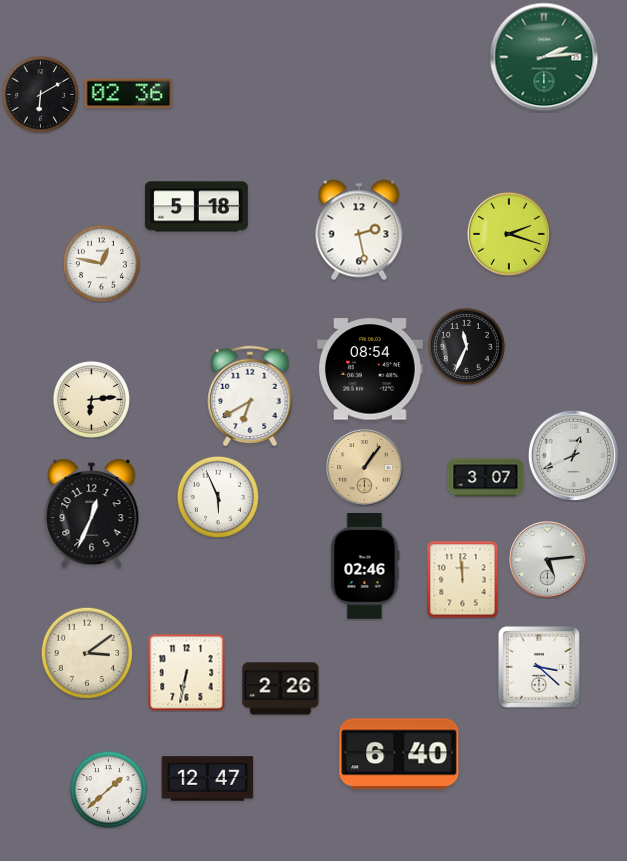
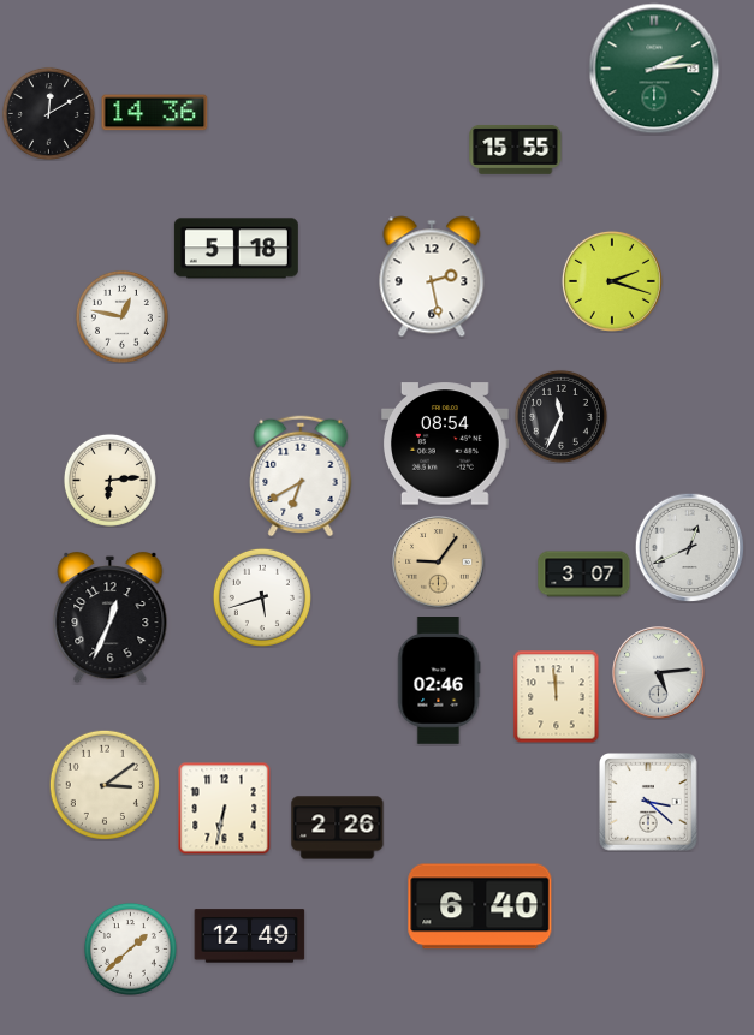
clock at (40, 94): 6:10 -> 12:10
clock at (129, 94): 02:36 -> 14:36
clock at (516, 149): none -> 15:55
clock at (365, 468): 1:06 -> 9:06
clock at (218, 497): 5:56 -> 5:42
clock at (208, 779): 12:47 -> 12:49
